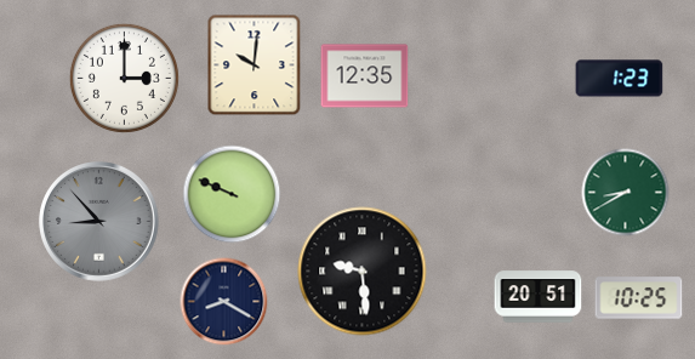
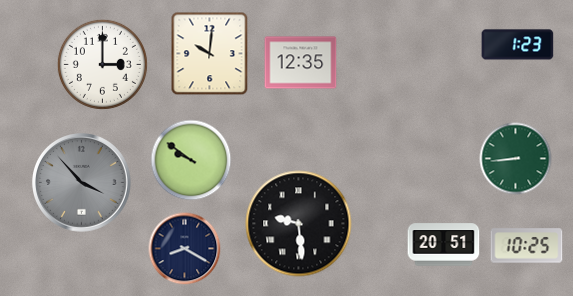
clock at (620, 79) position: (620, 79) -> (518, 45)
clock at (626, 193): 8:40 -> 8:44
clock at (232, 194): 9:49 -> 9:51
clock at (99, 222): 8:53 -> 3:53
